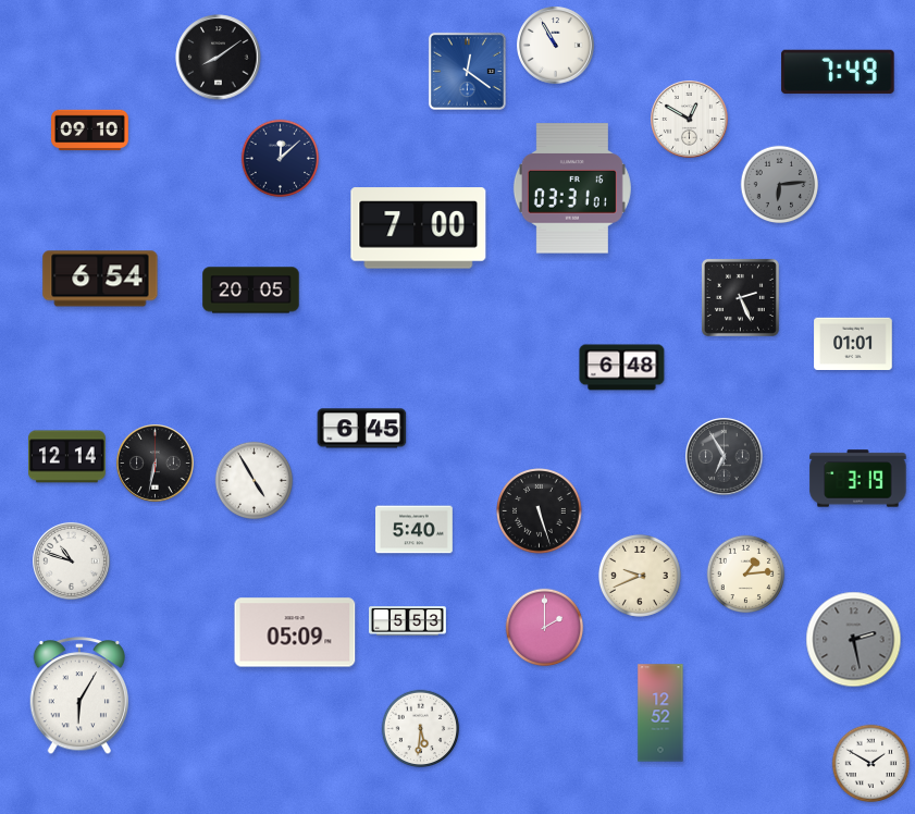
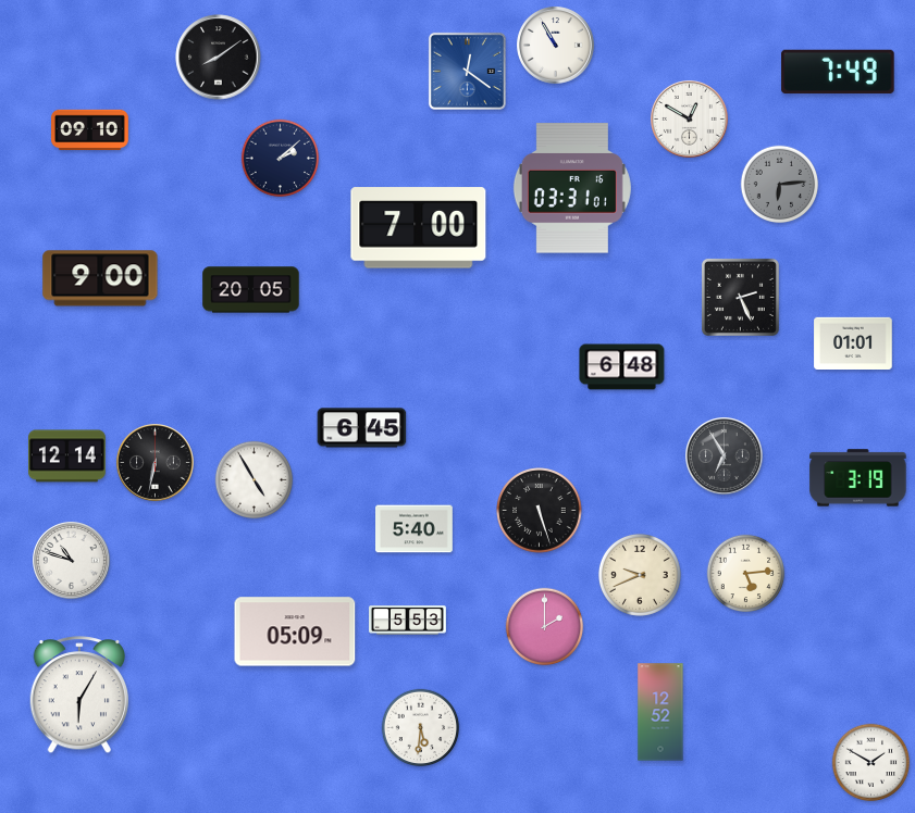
clock at (281, 159): 12:08 -> 2:08
clock at (100, 279): 6:54 -> 9:00
clock at (746, 575): 1:14 -> 5:14
clock at (854, 640): 2:28 -> none
